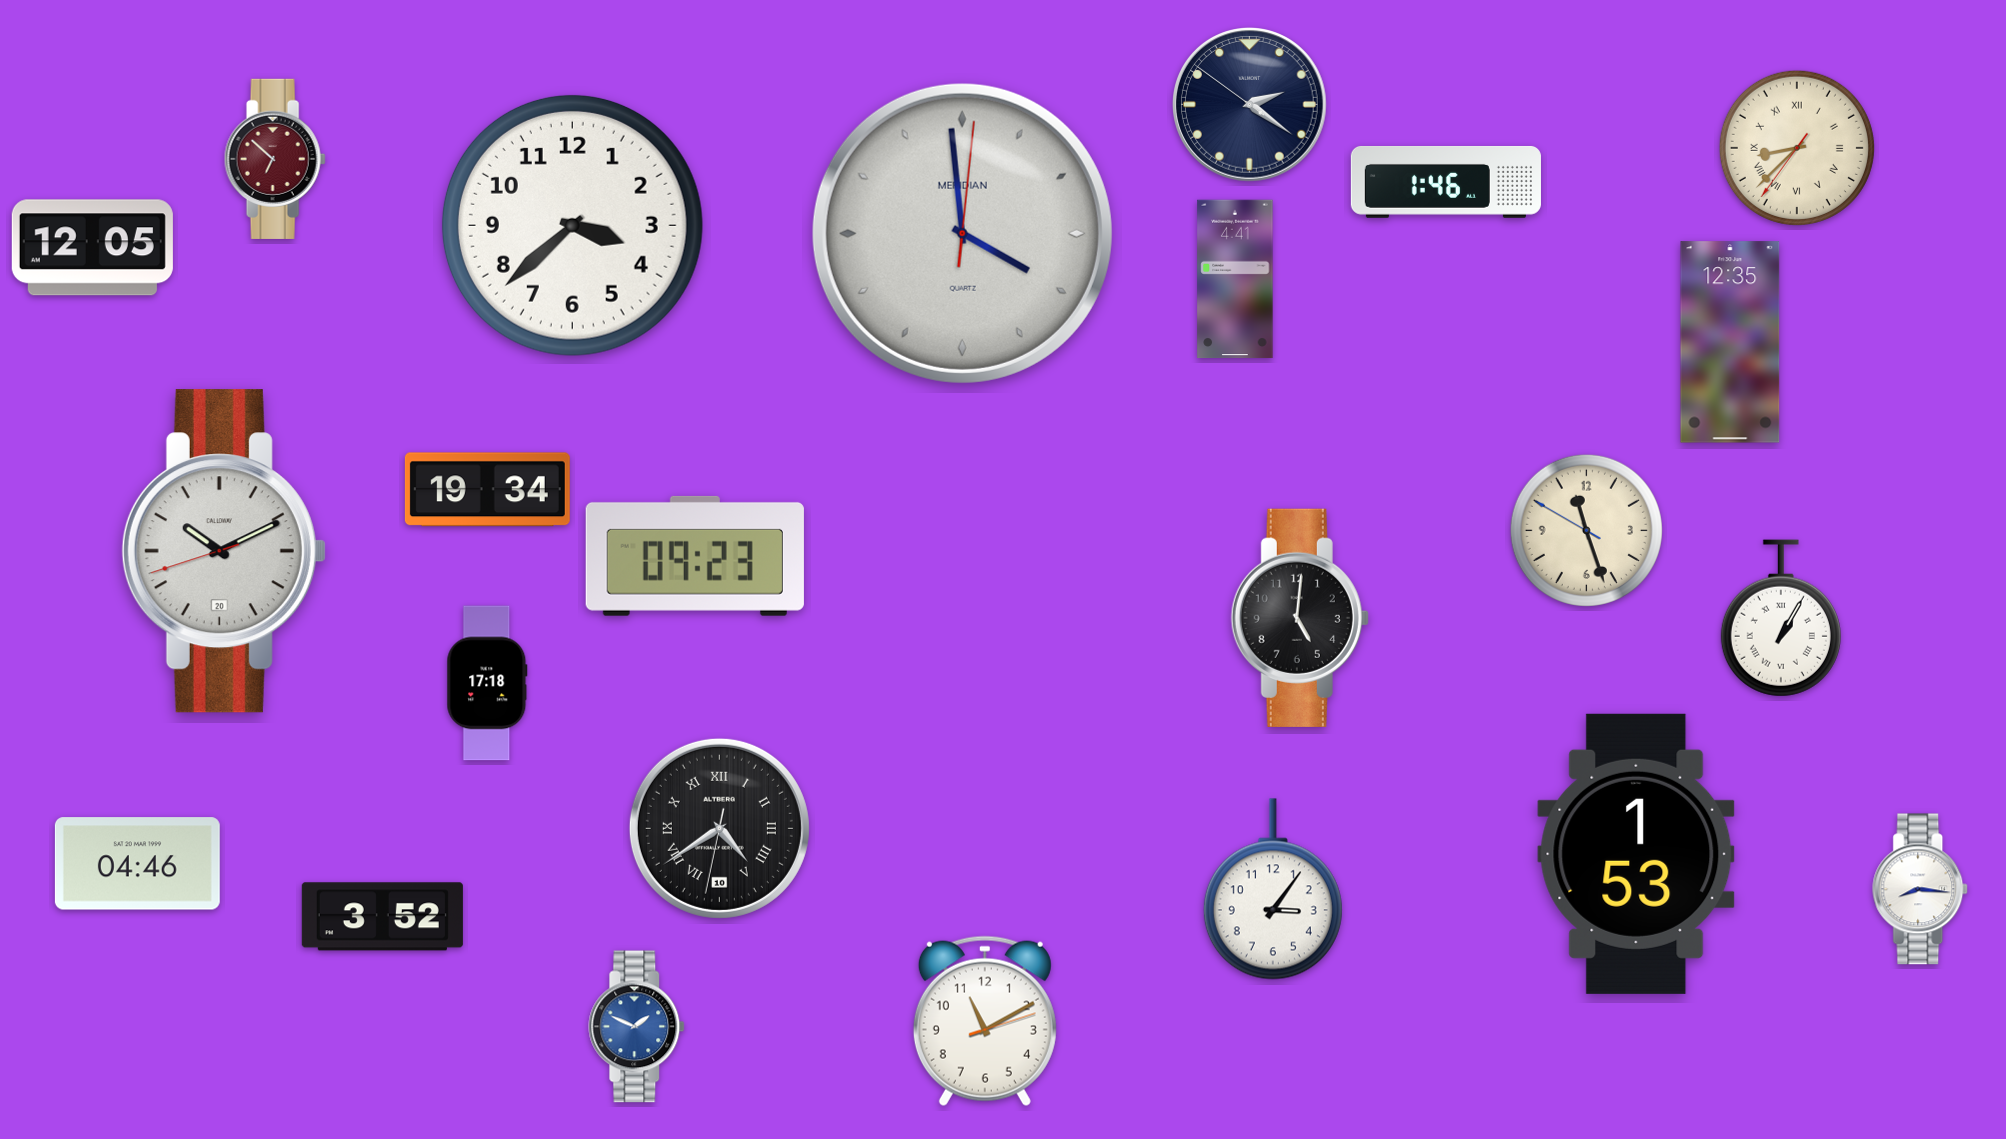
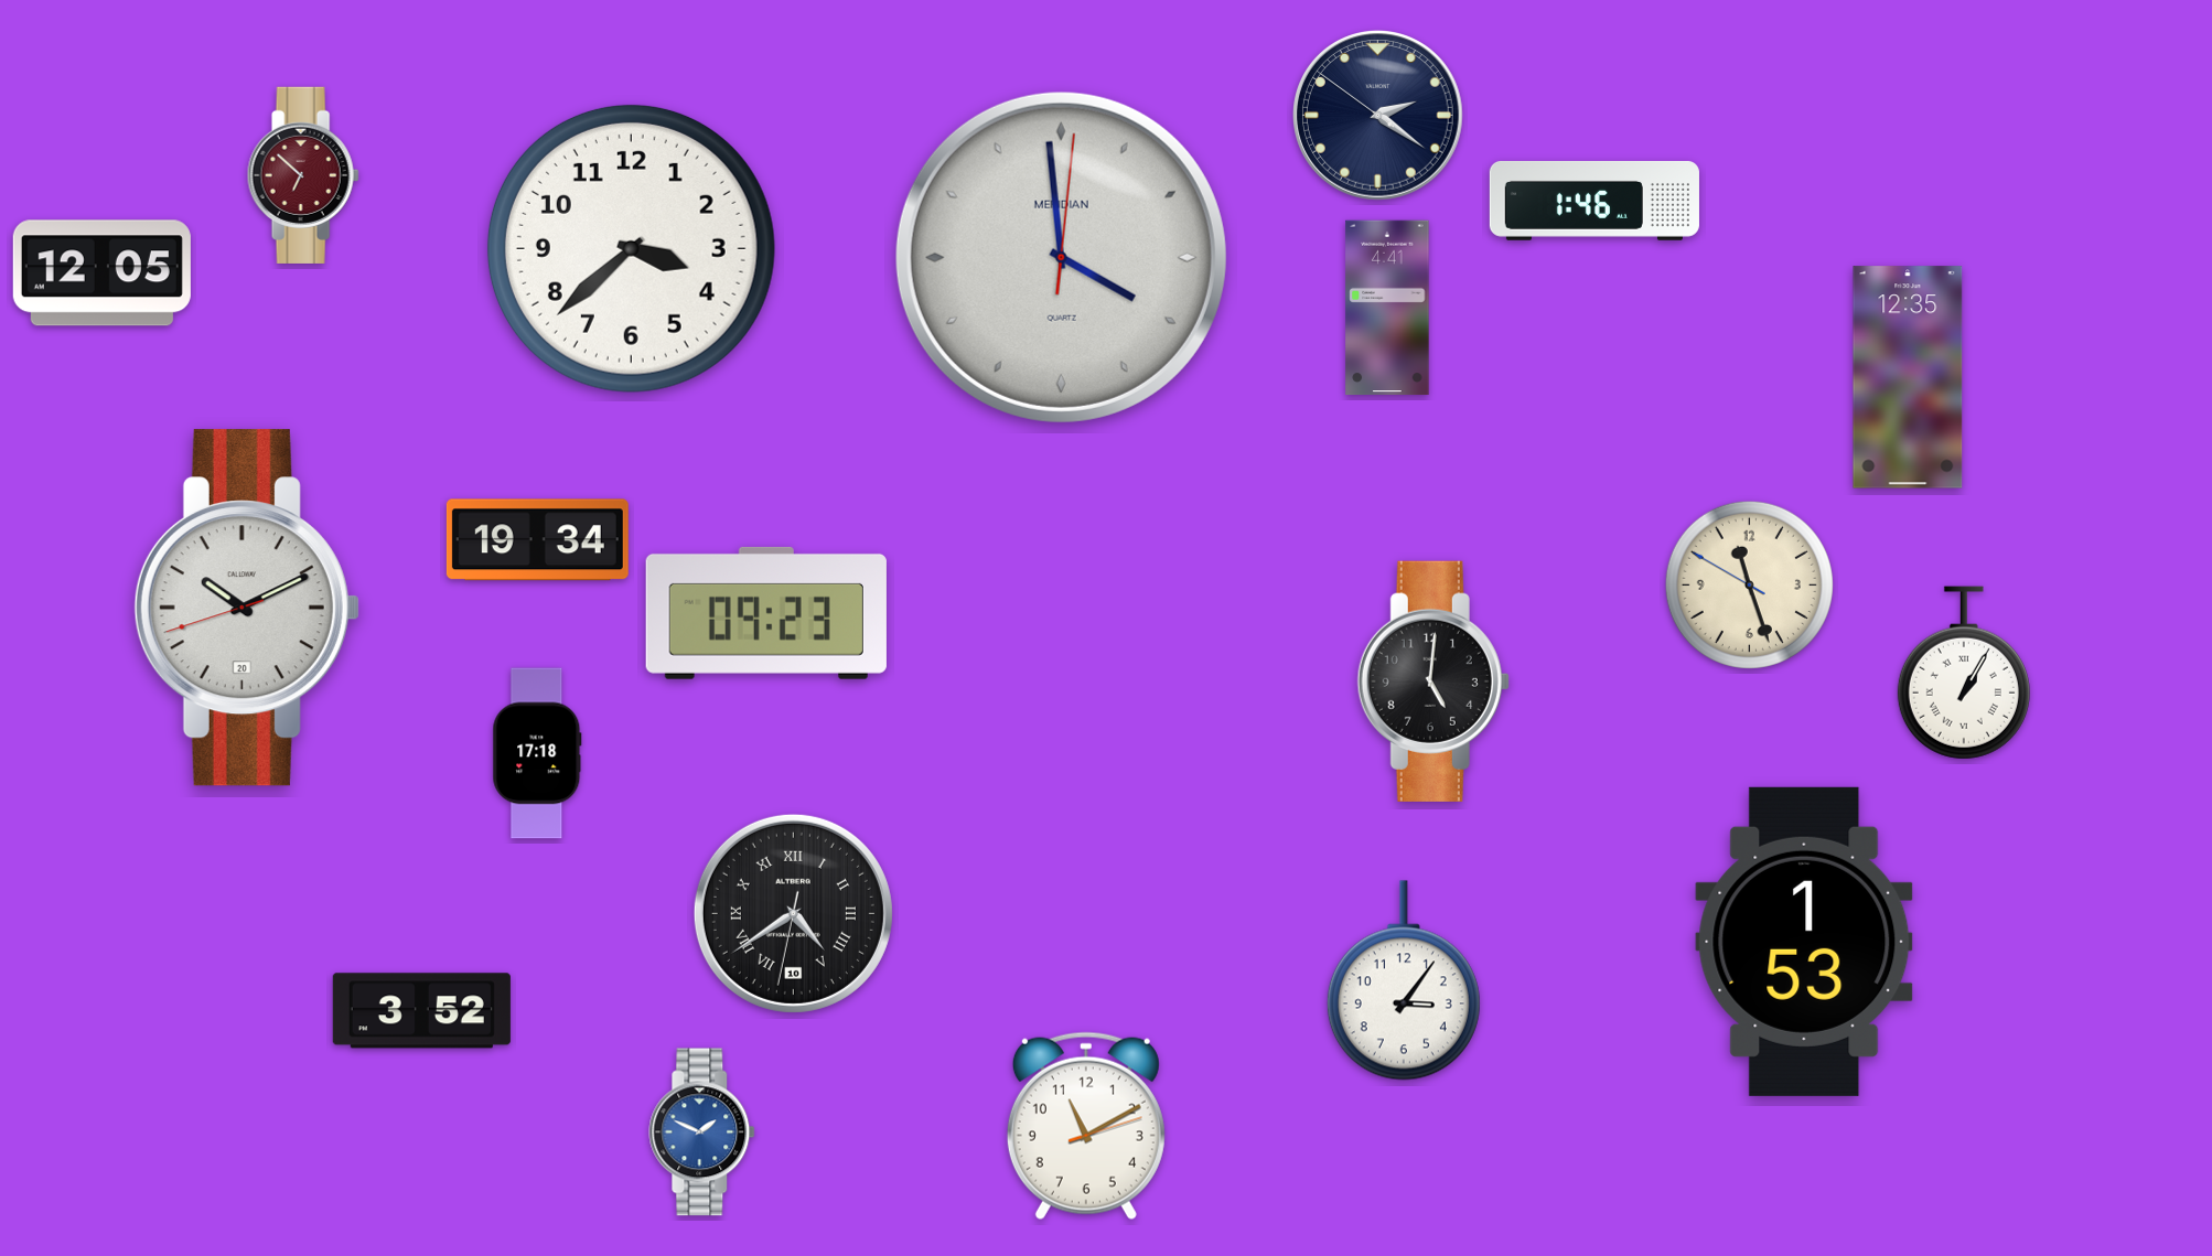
clock at (1797, 148): 8:37 -> none
clock at (1235, 279) position: (1235, 279) -> (1387, 308)
clock at (1781, 618) position: (1781, 618) -> (1964, 673)
clock at (137, 864): 04:46 -> none
clock at (1921, 889): 8:16 -> none
